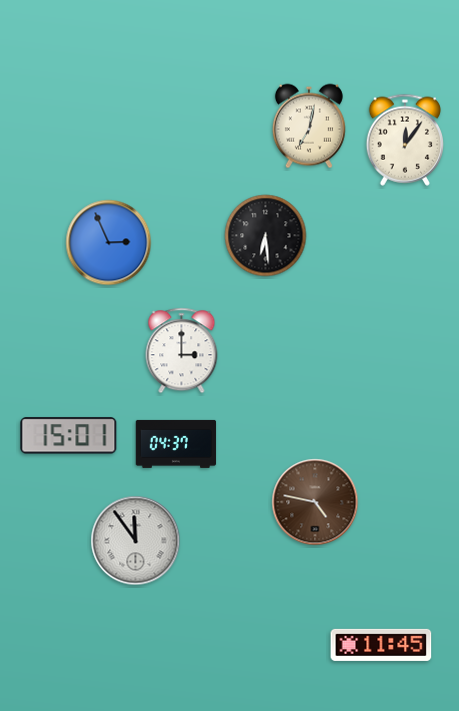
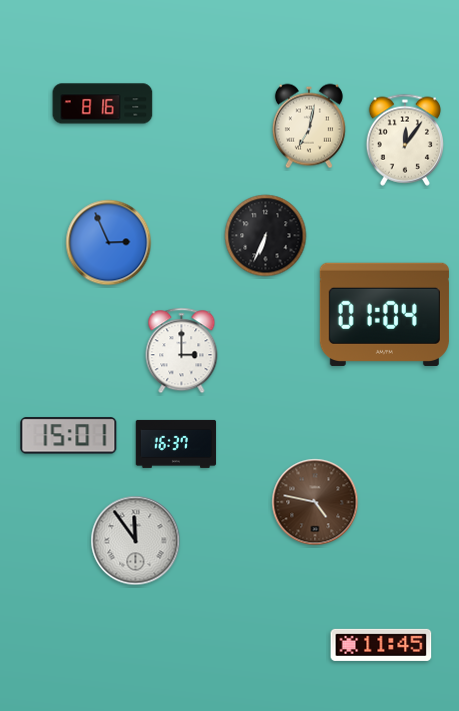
clock at (103, 104): none -> 8:16
clock at (266, 236): 6:29 -> 6:34
clock at (384, 314): none -> 01:04
clock at (176, 444): 04:37 -> 16:37
